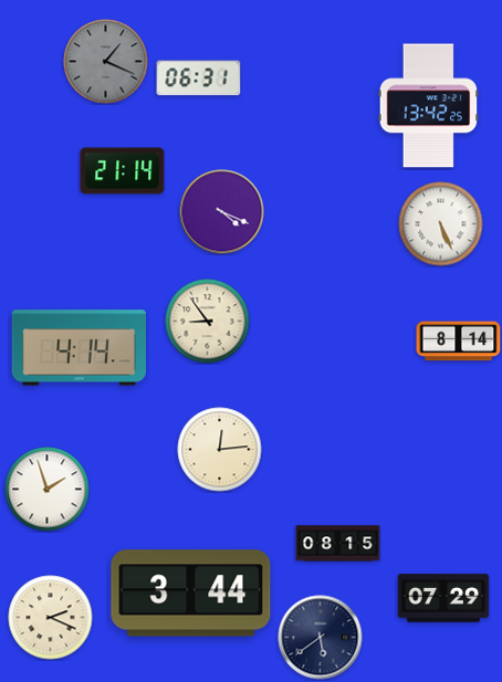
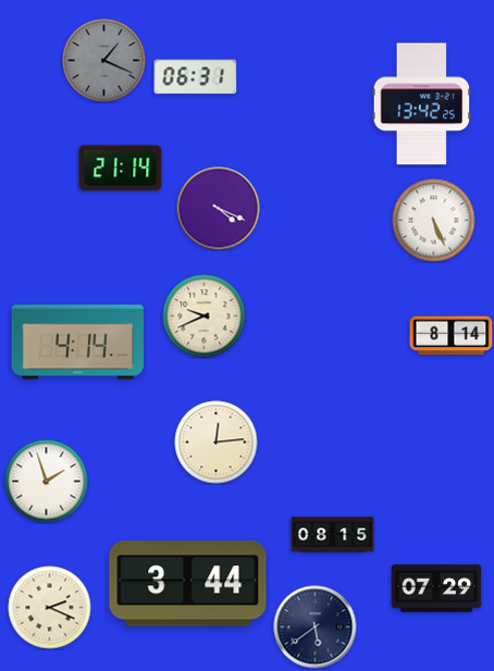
clock at (208, 322): 8:54 -> 9:41
